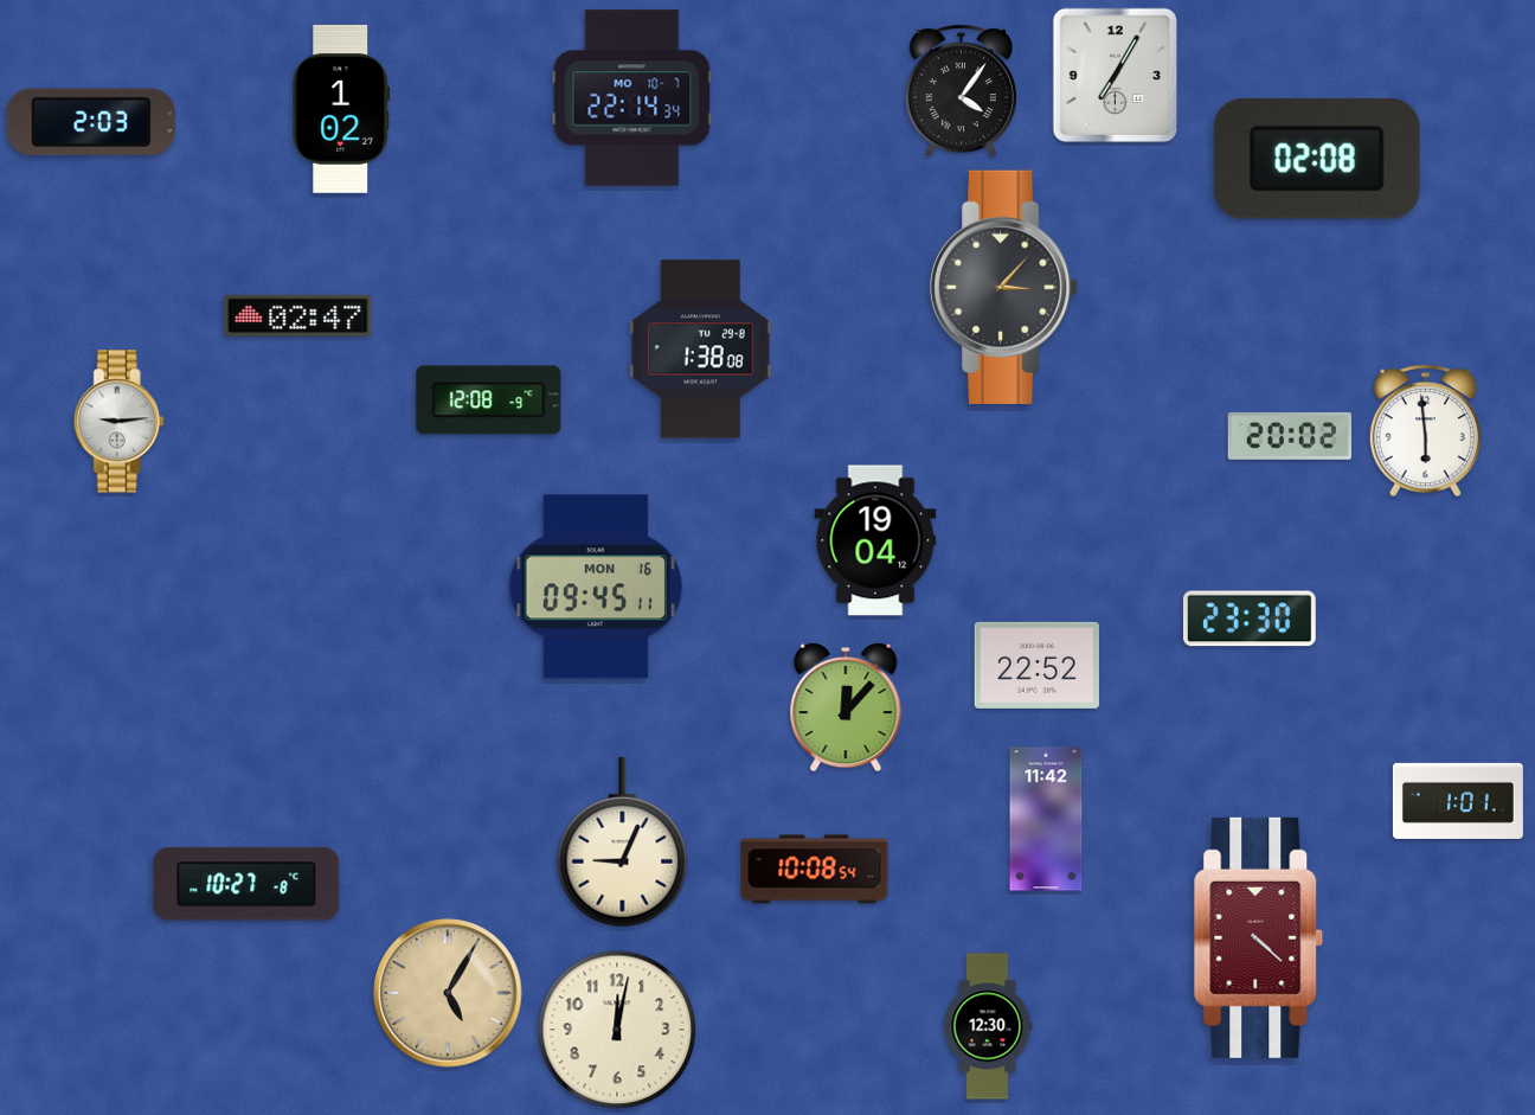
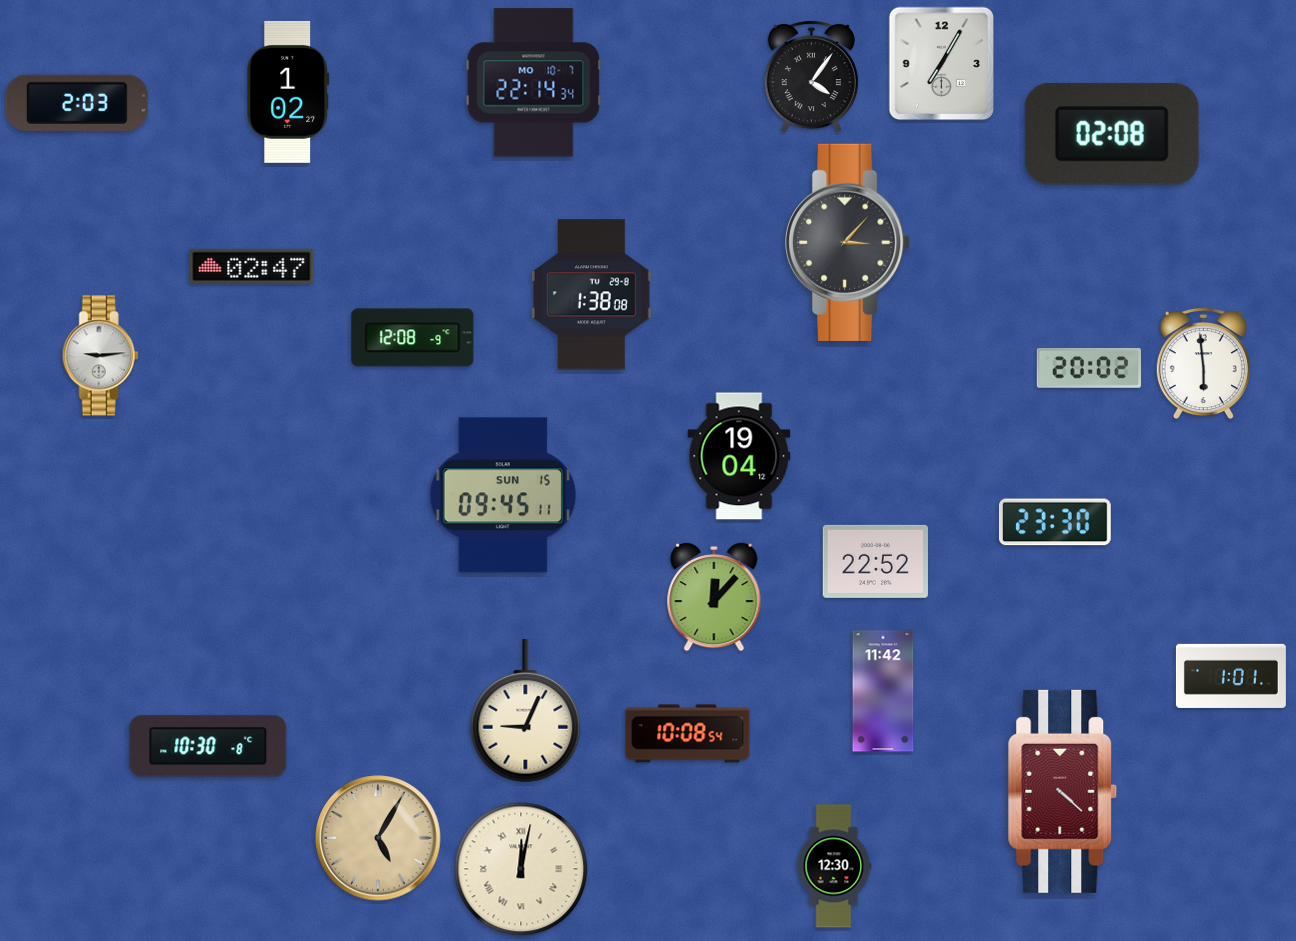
clock at (596, 587) date: MON 16 -> SUN 15
clock at (246, 884): 10:27 -> 10:30
clock at (617, 1030) numerals: Arabic -> Roman
